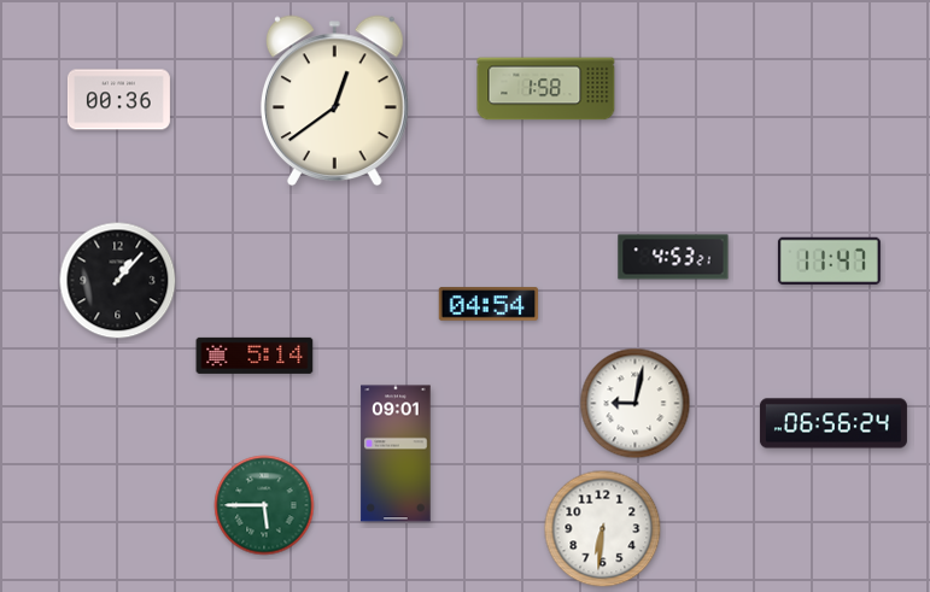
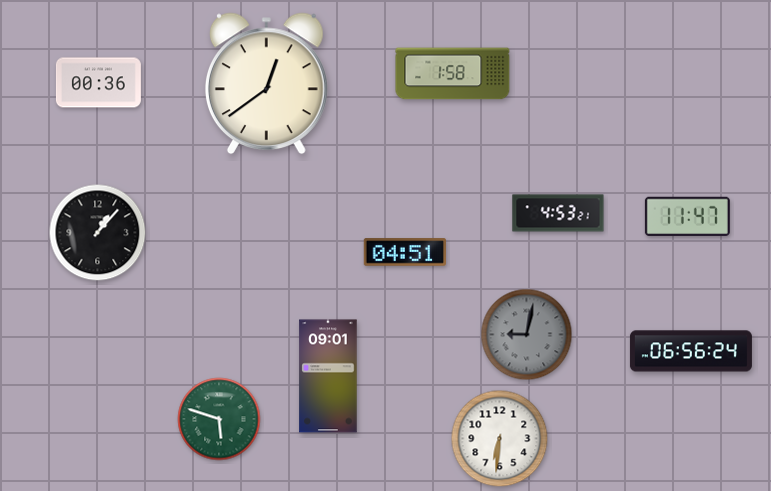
clock at (334, 101) position: (334, 101) -> (266, 84)
clock at (489, 304): 04:54 -> 04:51
clock at (255, 356): 5:14 -> none
clock at (636, 404) dial: white -> grey
clock at (264, 505): 5:45 -> 5:48
